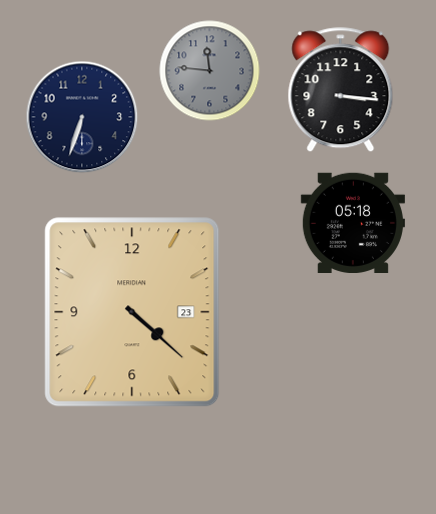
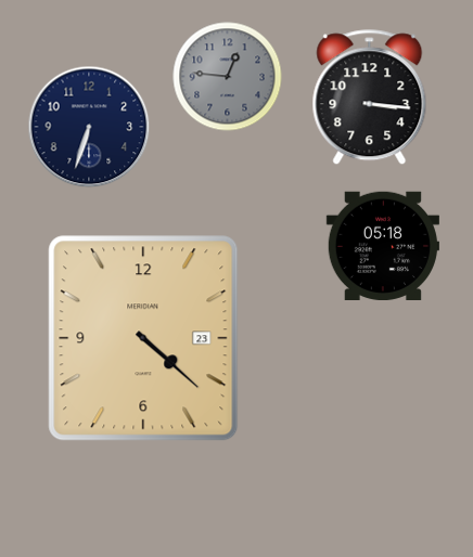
clock at (210, 71): 11:46 -> 12:46
clock at (353, 222) position: (353, 222) -> (383, 245)
